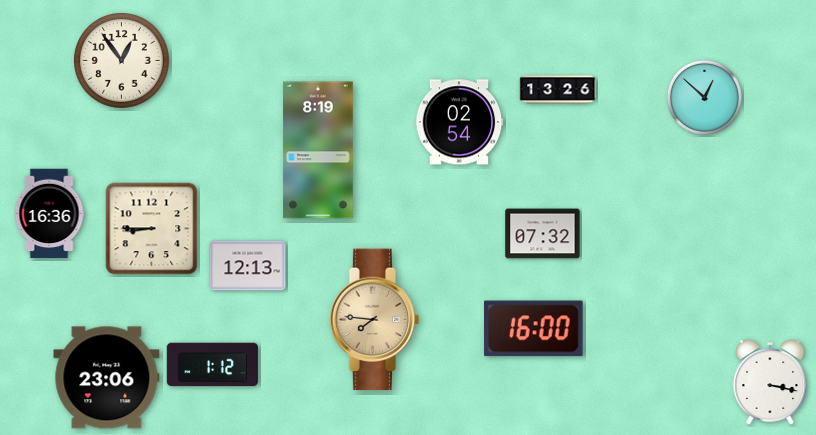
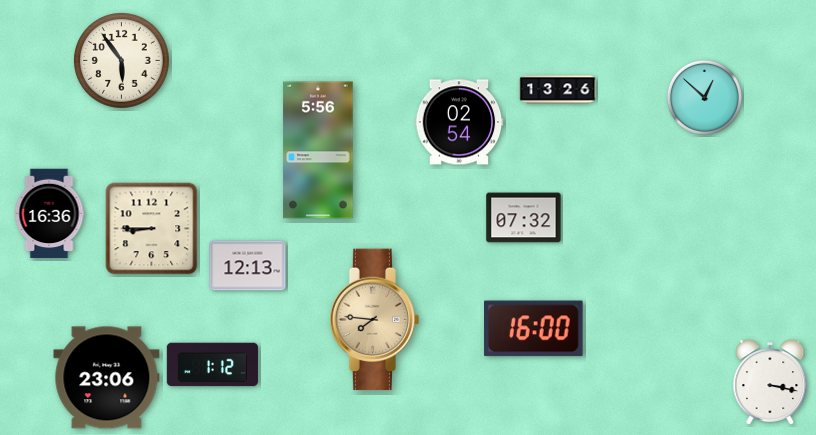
clock at (122, 61): 12:54 -> 5:54
clock at (318, 150): 8:19 -> 5:56
clock at (543, 234) position: (543, 234) -> (524, 218)
